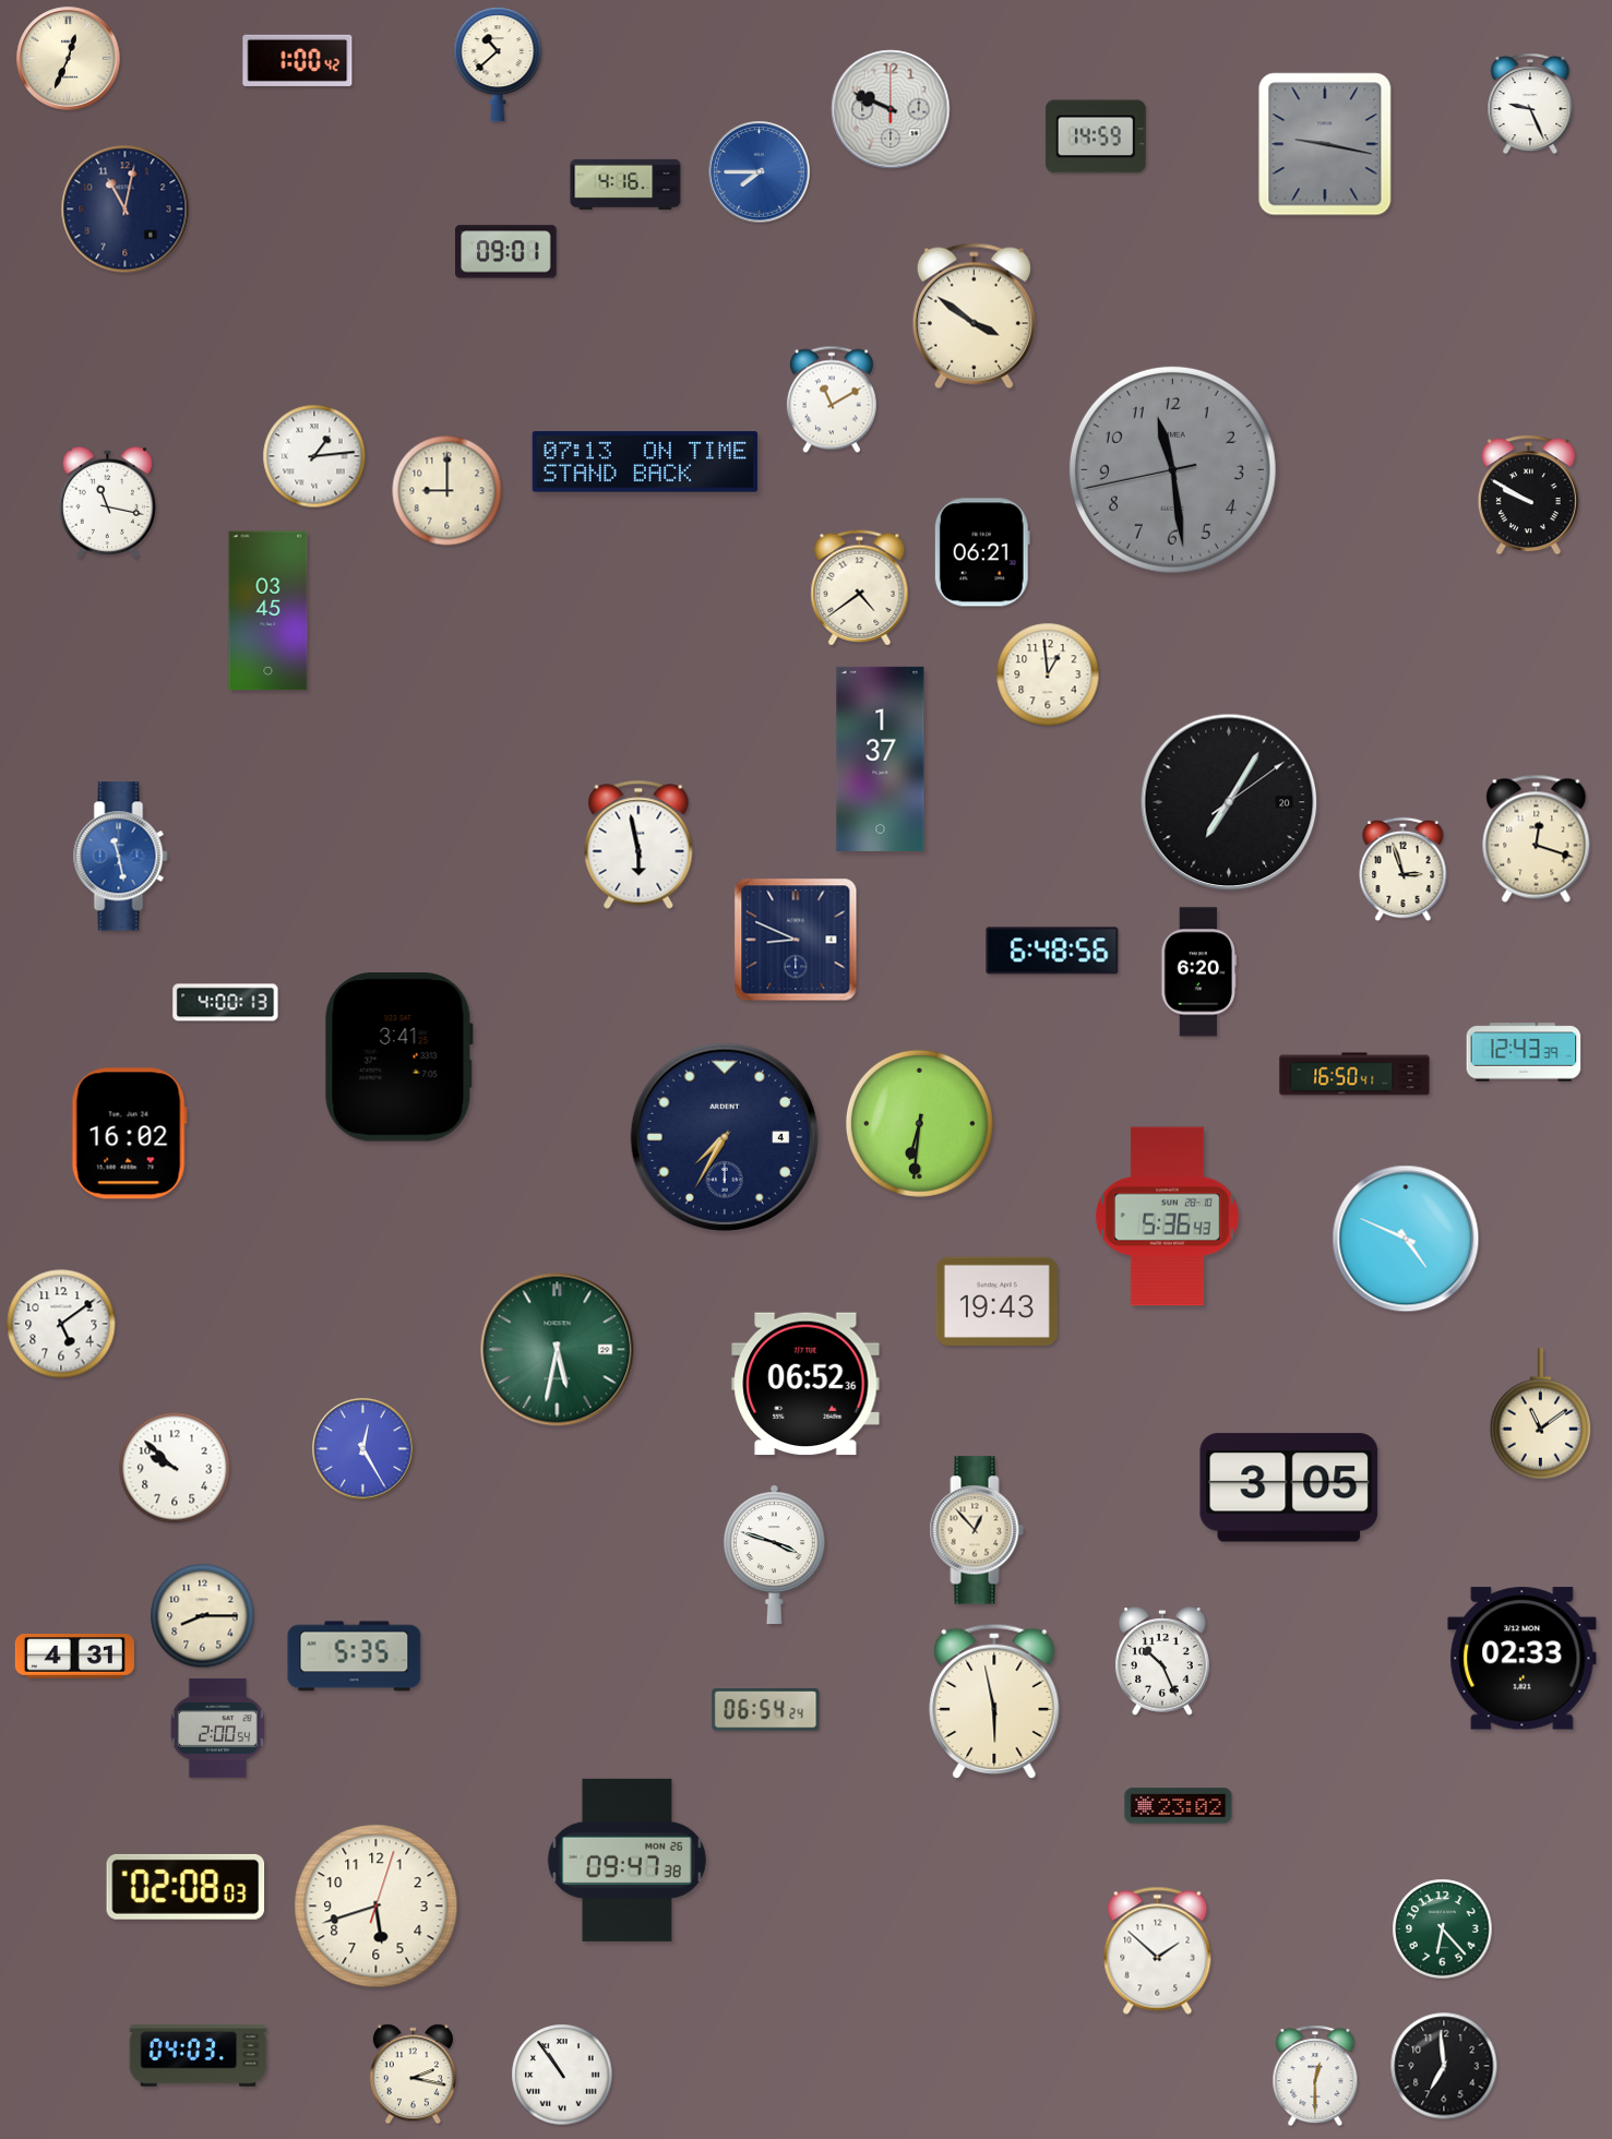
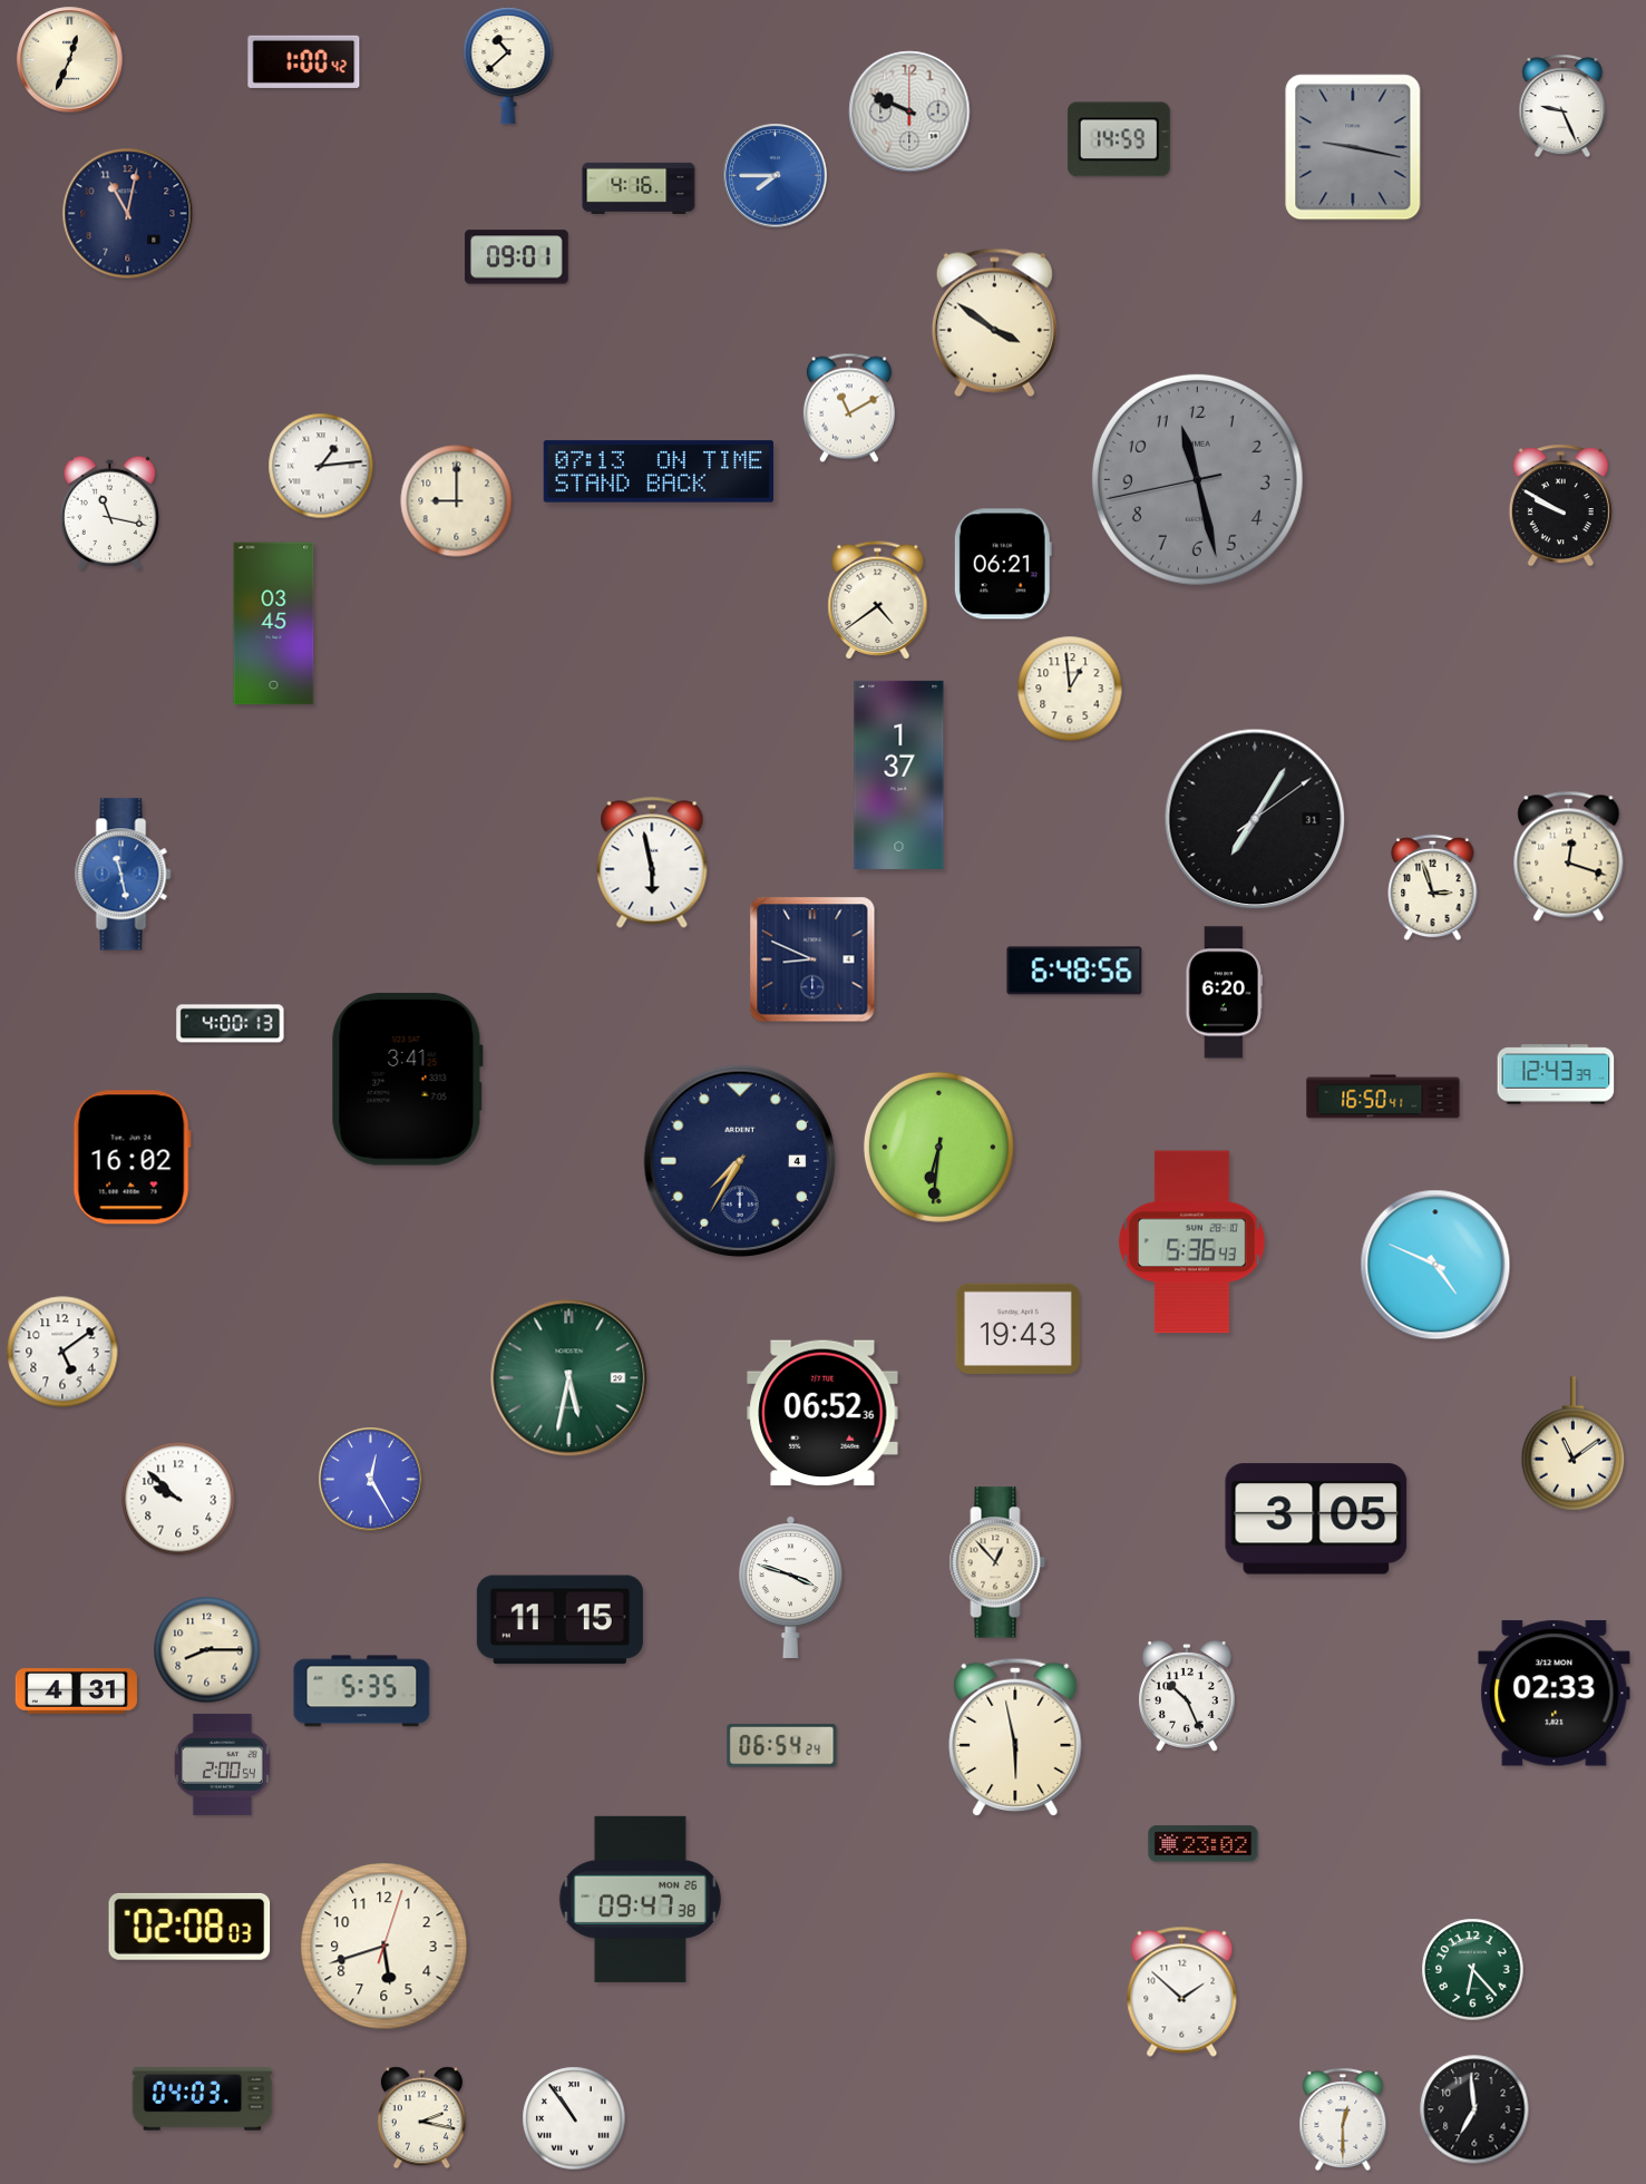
clock at (1172, 469): 11:28 -> 11:27
clock at (1229, 802) date: 20 -> 31
clock at (559, 1620): none -> 11:15
